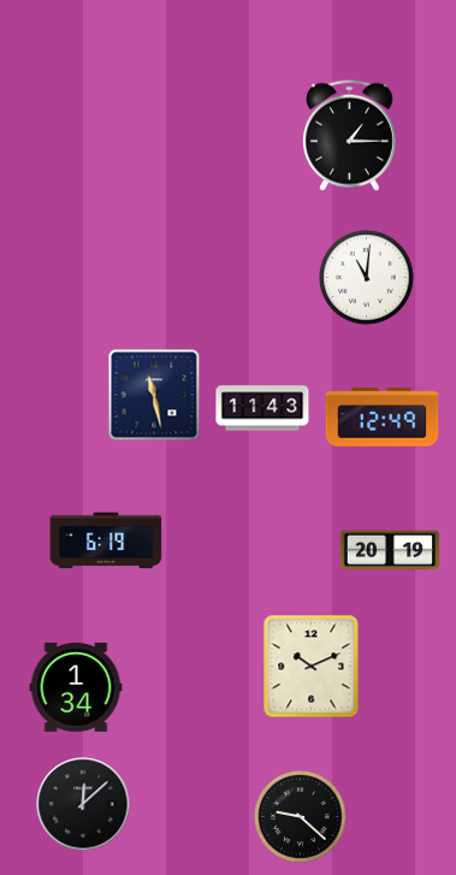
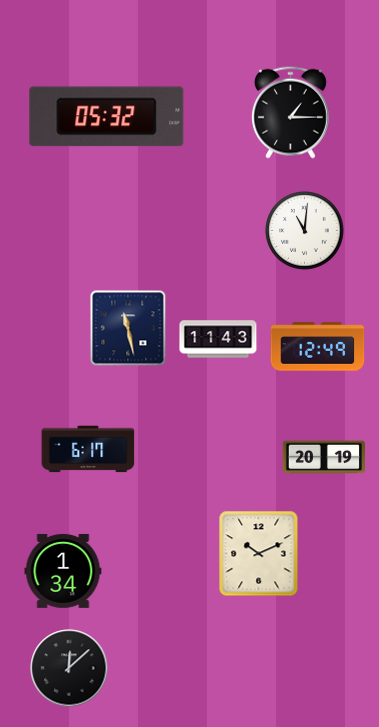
clock at (107, 117): none -> 05:32
clock at (106, 540): 6:19 -> 6:17
clock at (301, 817): 9:22 -> none
